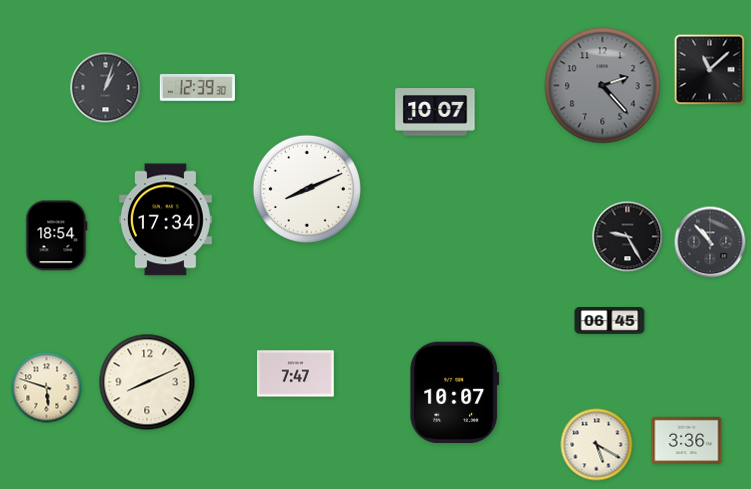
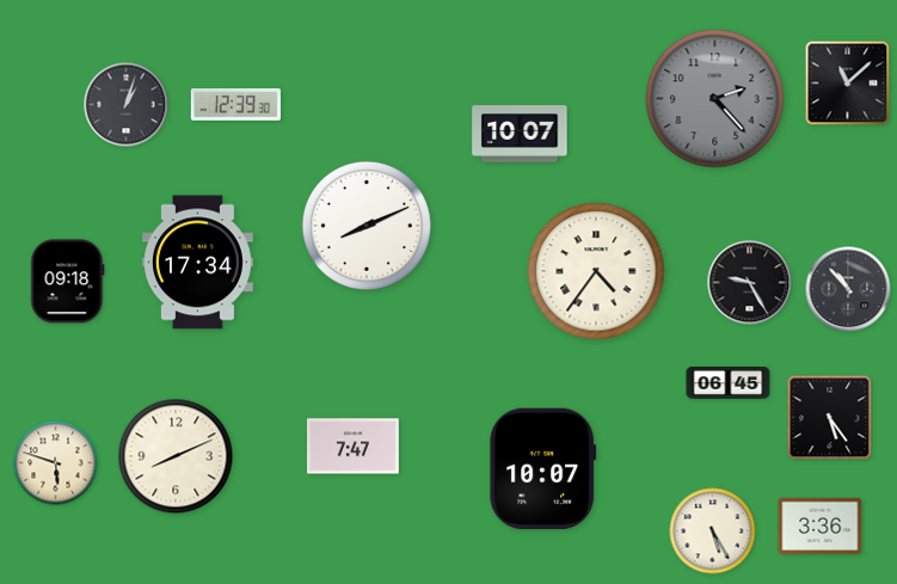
clock at (603, 86) position: (603, 86) -> (715, 99)
clock at (596, 271): none -> 4:36
clock at (57, 236): 18:54 -> 09:18
clock at (830, 418): none -> 5:24
clock at (597, 445): 5:20 -> 5:25
